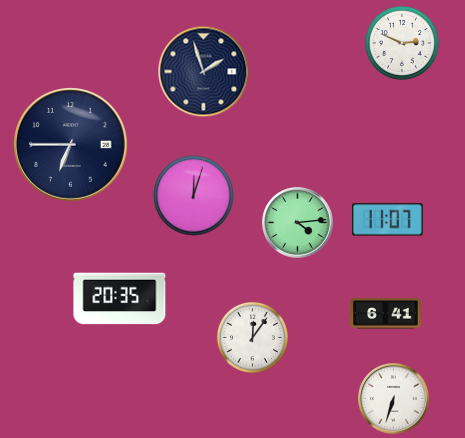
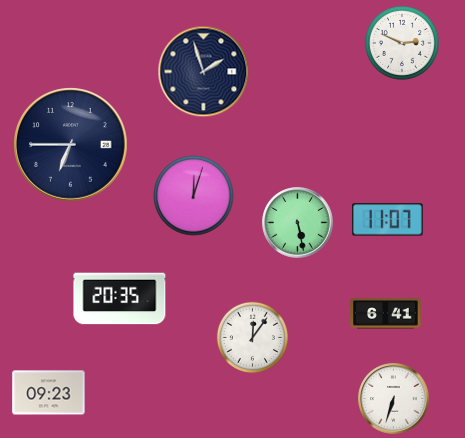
clock at (298, 223): 4:14 -> 5:28
clock at (49, 393): none -> 09:23
